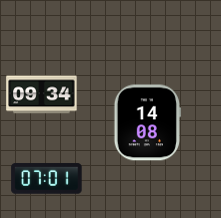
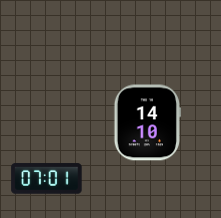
clock at (42, 95): 09:34 -> none
clock at (147, 123): 14:08 -> 14:10
